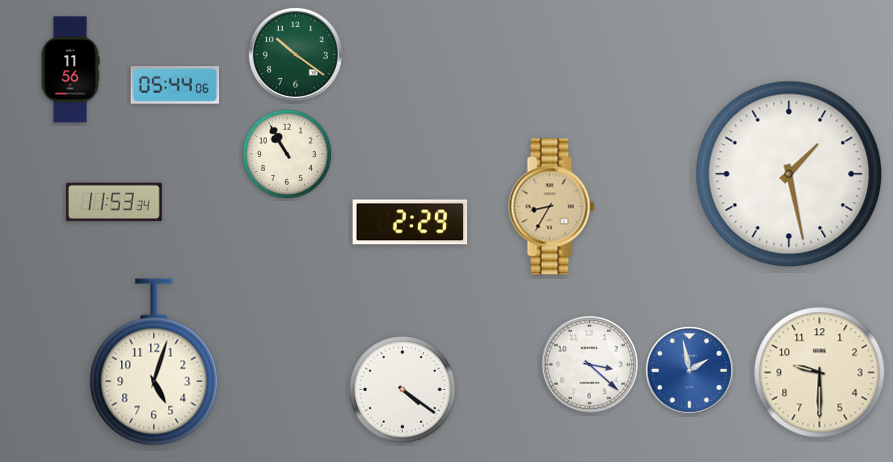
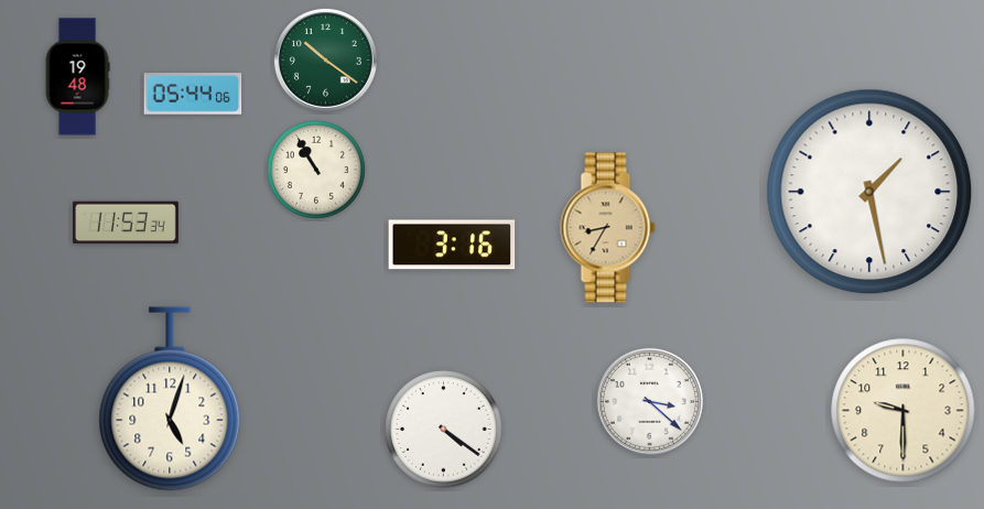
clock at (70, 70): 11:56 -> 19:48
clock at (410, 222): 2:29 -> 3:16
clock at (689, 370): 1:58 -> none
